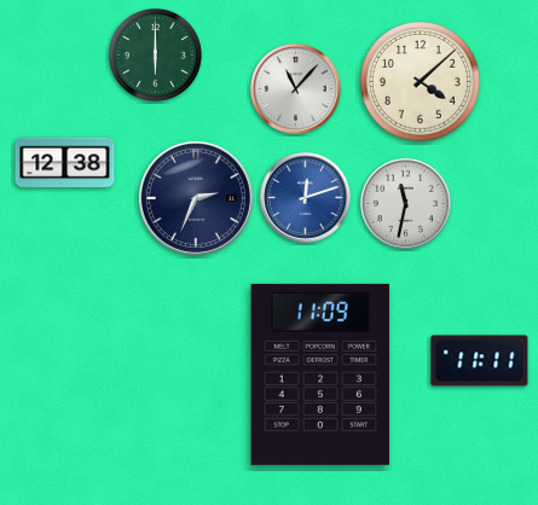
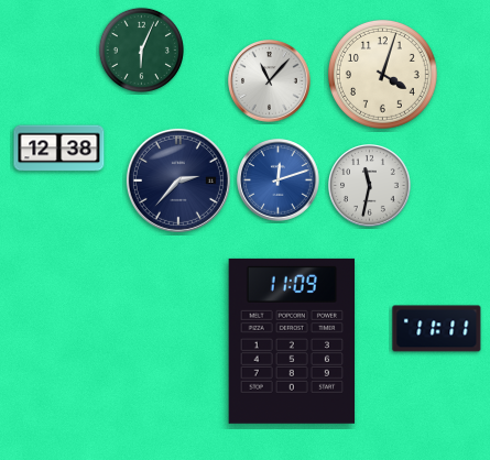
clock at (155, 54): 6:00 -> 6:04
clock at (420, 81): 4:08 -> 4:03
clock at (196, 198): 2:34 -> 2:37
